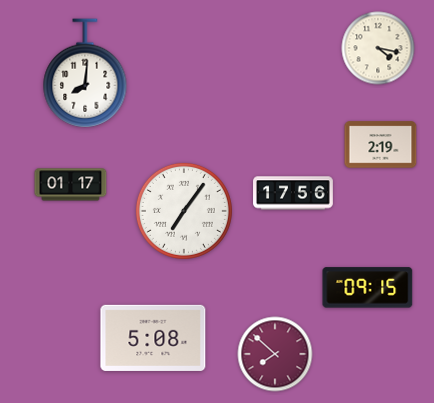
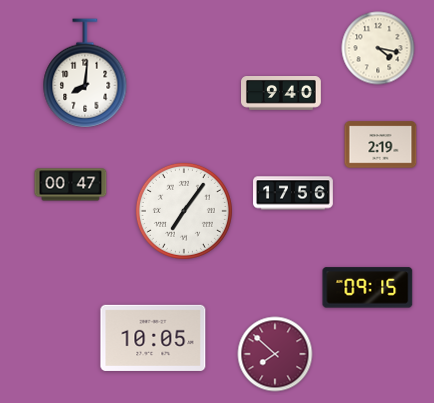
clock at (282, 94): none -> 9:40
clock at (71, 185): 01:17 -> 00:47
clock at (153, 338): 5:08 -> 10:05
